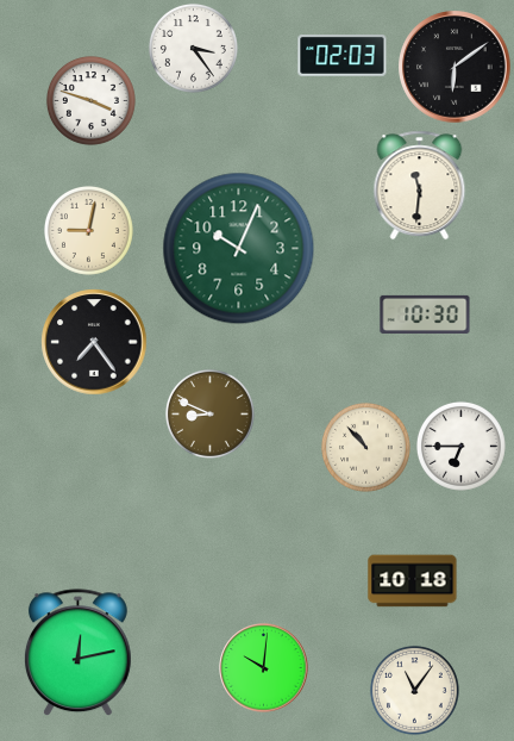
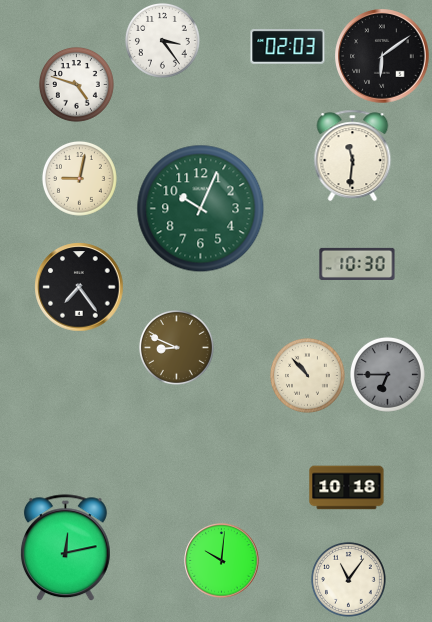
clock at (90, 100): 3:48 -> 4:48
clock at (88, 230) position: (88, 230) -> (79, 178)
clock at (460, 446) dial: white -> grey
